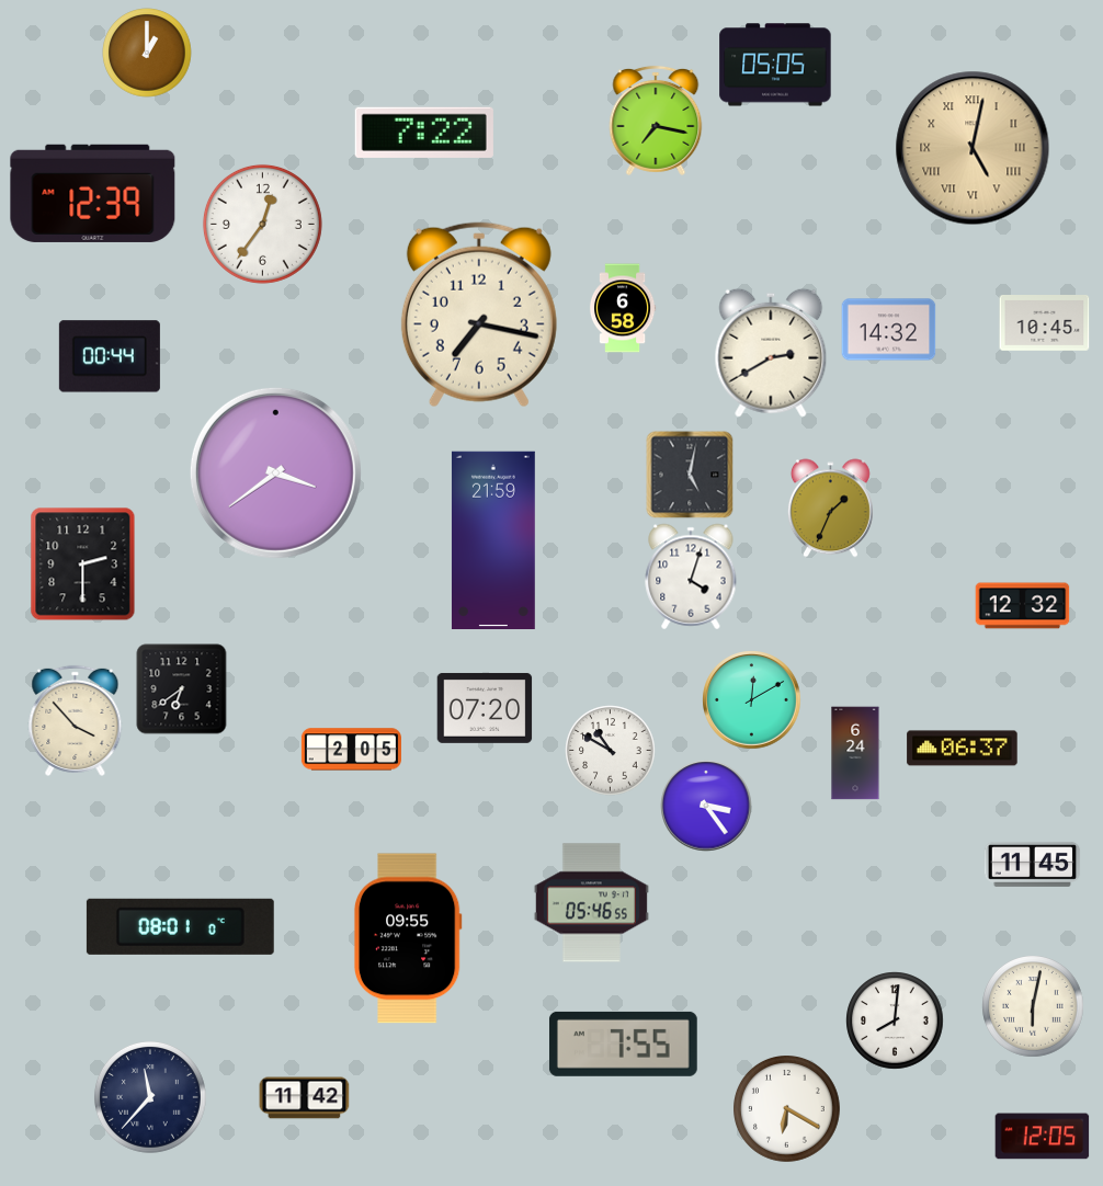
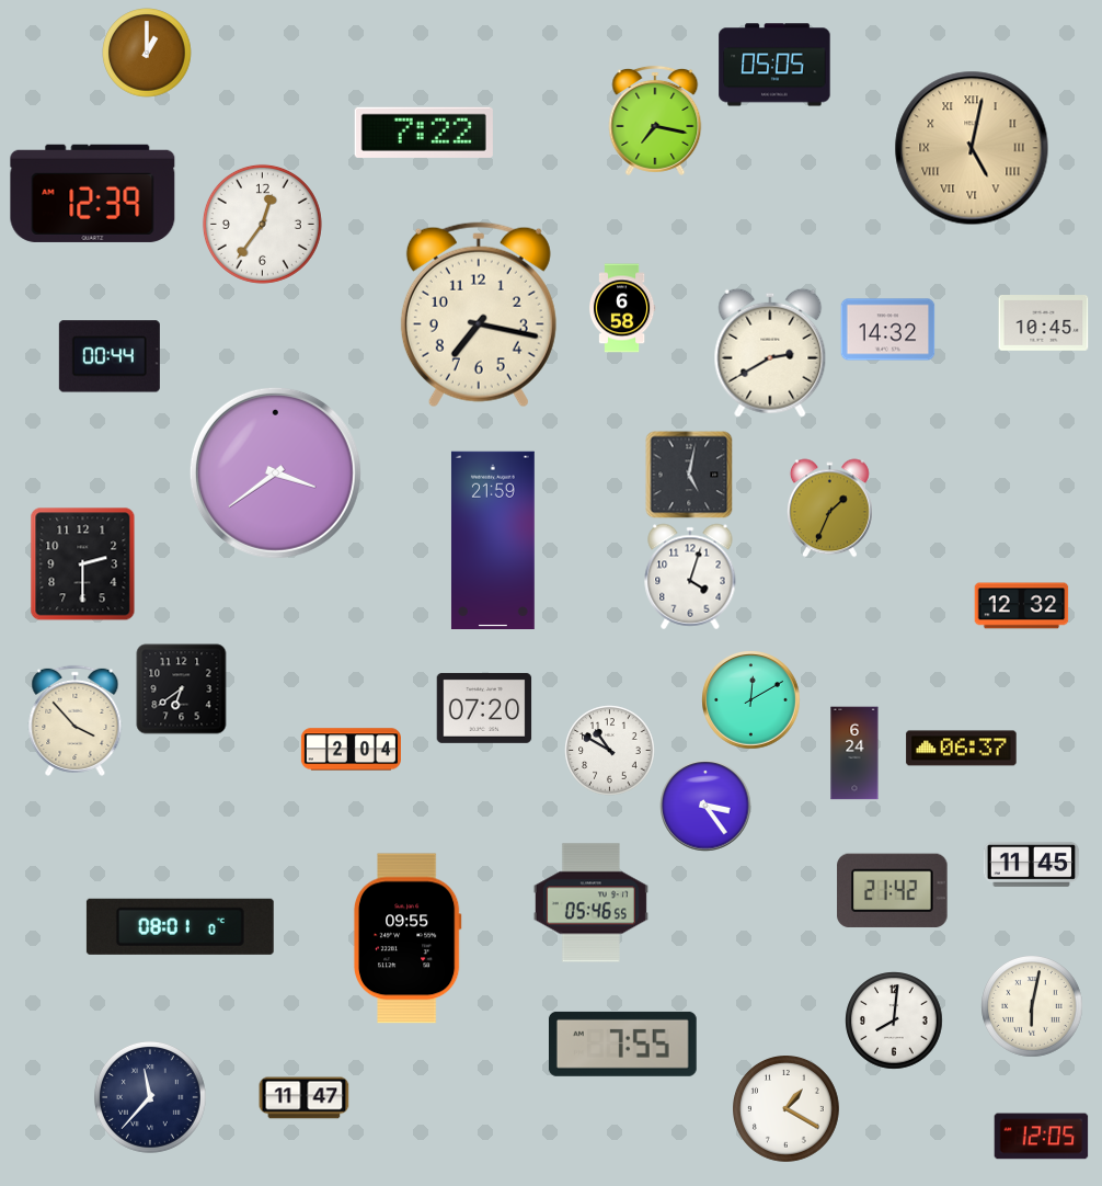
clock at (351, 750): 2:05 -> 2:04
clock at (893, 891): none -> 21:42
clock at (305, 1098): 11:42 -> 11:47
clock at (787, 1109): 6:20 -> 1:20
